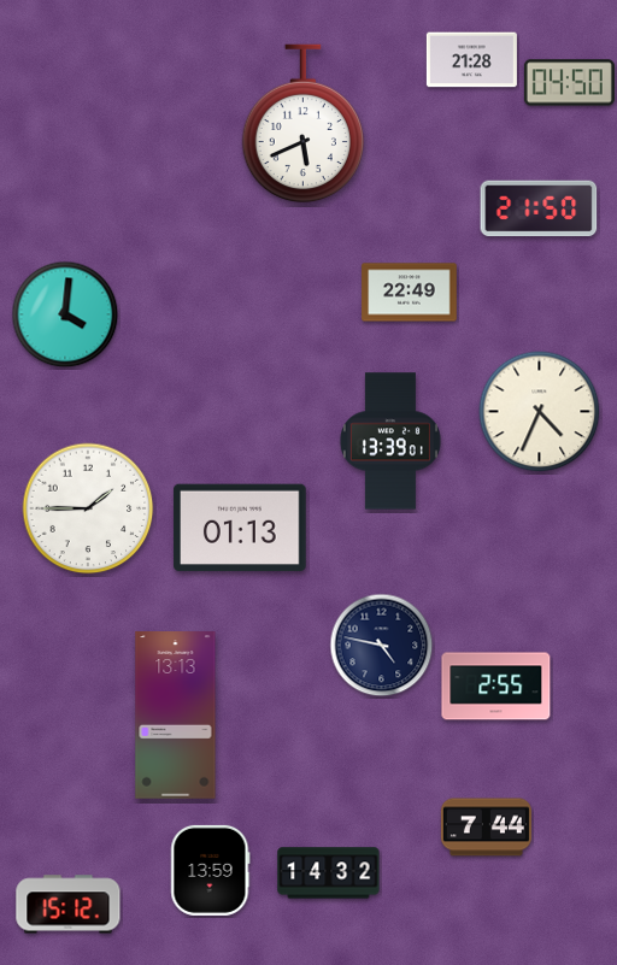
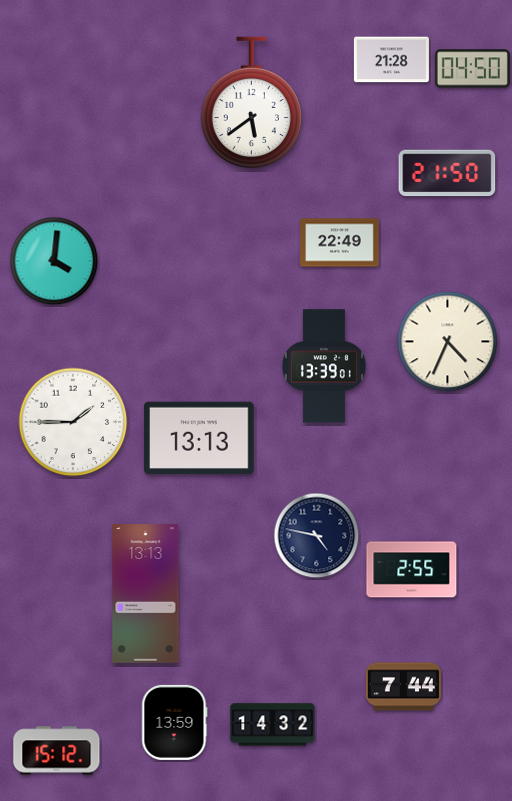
clock at (471, 60) position: (471, 60) -> (391, 60)
clock at (302, 124): 5:41 -> 5:39
clock at (240, 528): 01:13 -> 13:13
